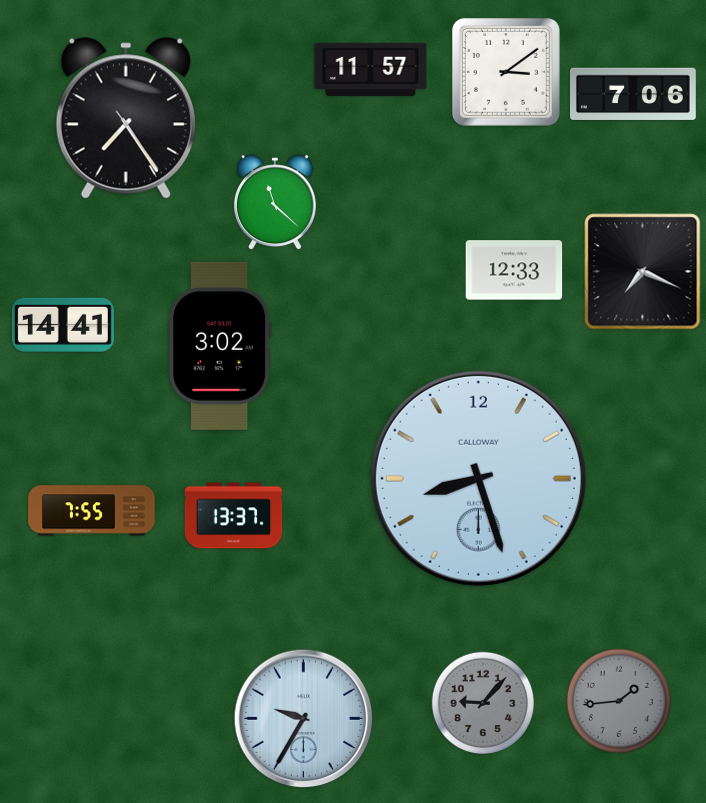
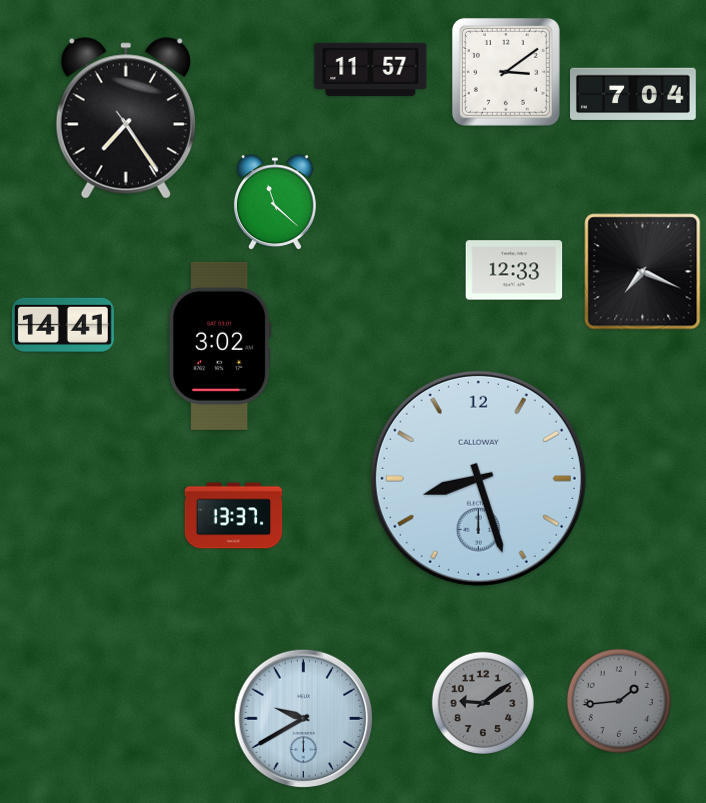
clock at (634, 93): 7:06 -> 7:04
clock at (92, 511): 7:55 -> none
clock at (482, 702): 9:07 -> 9:09
clock at (304, 719): 9:35 -> 9:40
